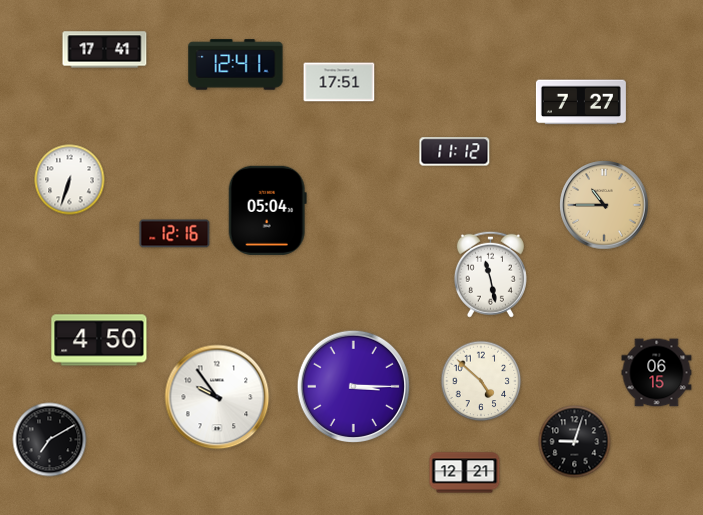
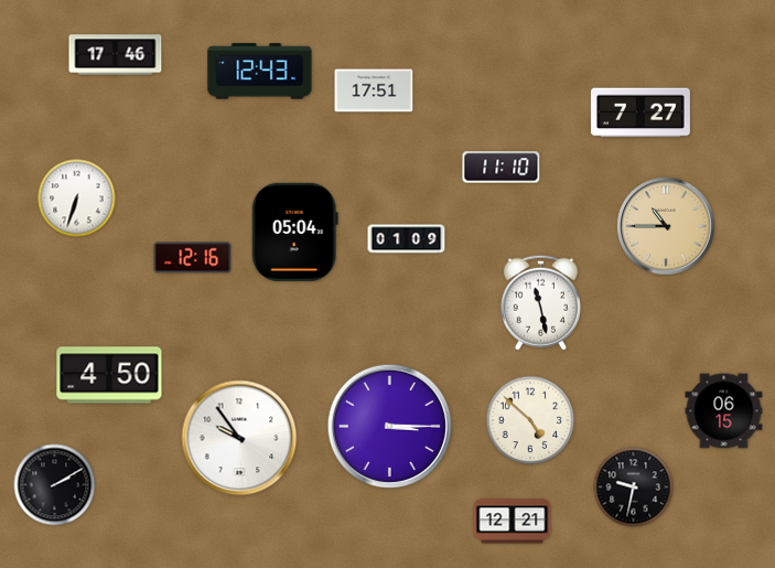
clock at (105, 50): 17:41 -> 17:46
clock at (236, 65): 12:41 -> 12:43
clock at (455, 152): 11:12 -> 11:10
clock at (407, 239): none -> 01:09
clock at (50, 440): 7:10 -> 2:10
clock at (575, 442): 9:03 -> 9:32
